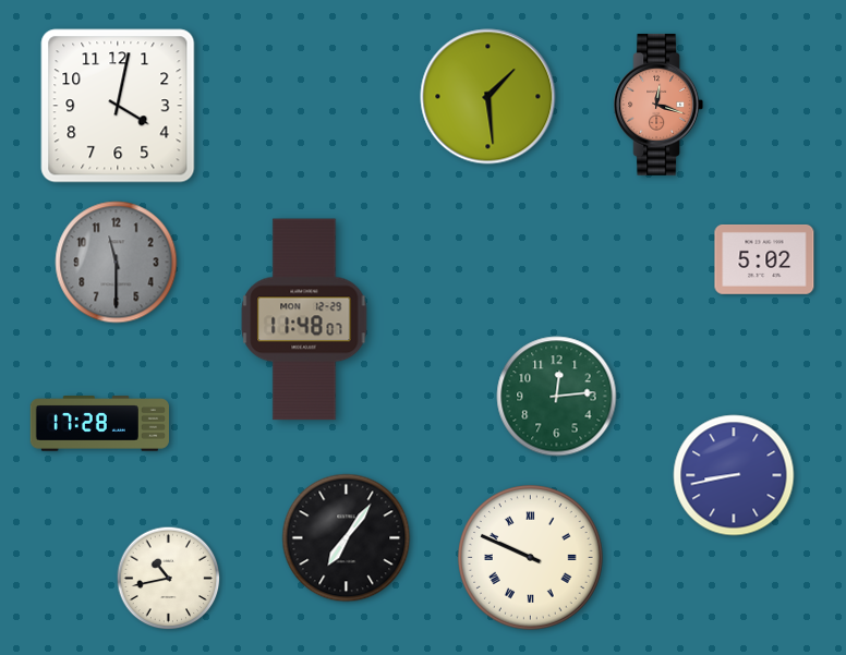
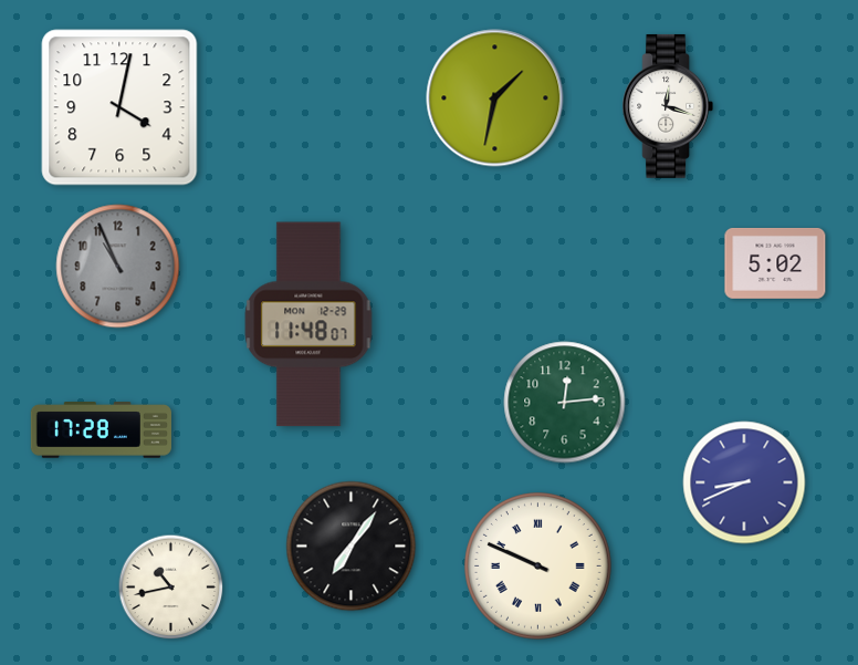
clock at (488, 97): 1:29 -> 1:32
clock at (658, 105) dial: salmon -> white
clock at (117, 263): 11:30 -> 10:56
clock at (734, 475): 8:43 -> 8:41
